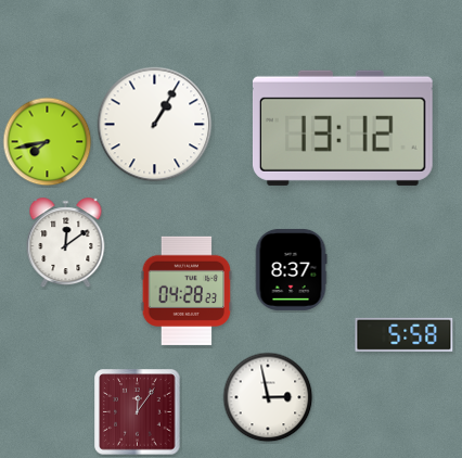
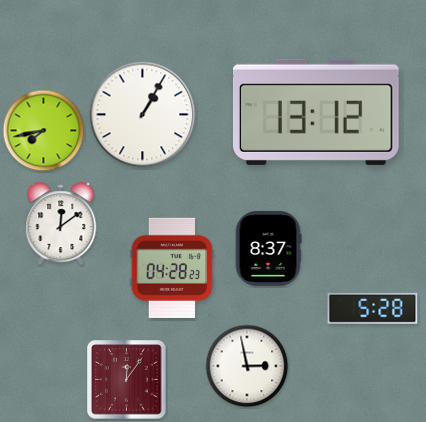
clock at (343, 128) position: (343, 128) -> (316, 112)
clock at (405, 334): 5:58 -> 5:28
